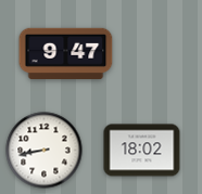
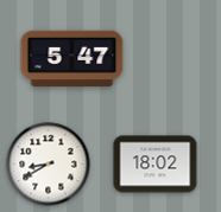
clock at (66, 53): 9:47 -> 5:47
clock at (45, 151): 8:43 -> 8:40
